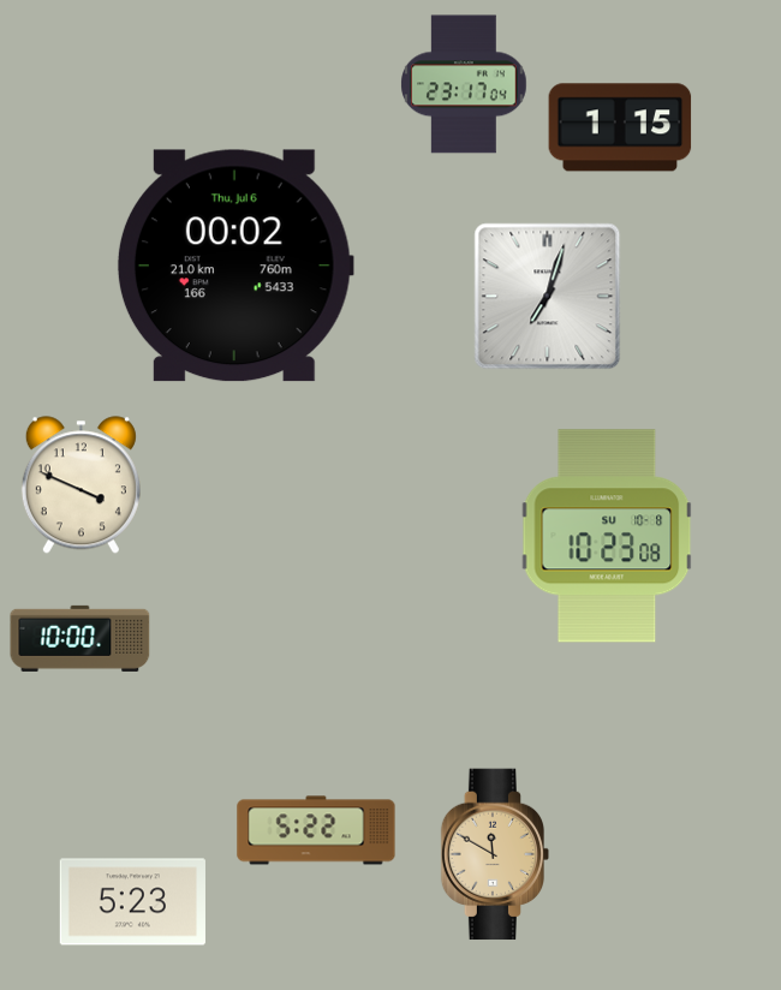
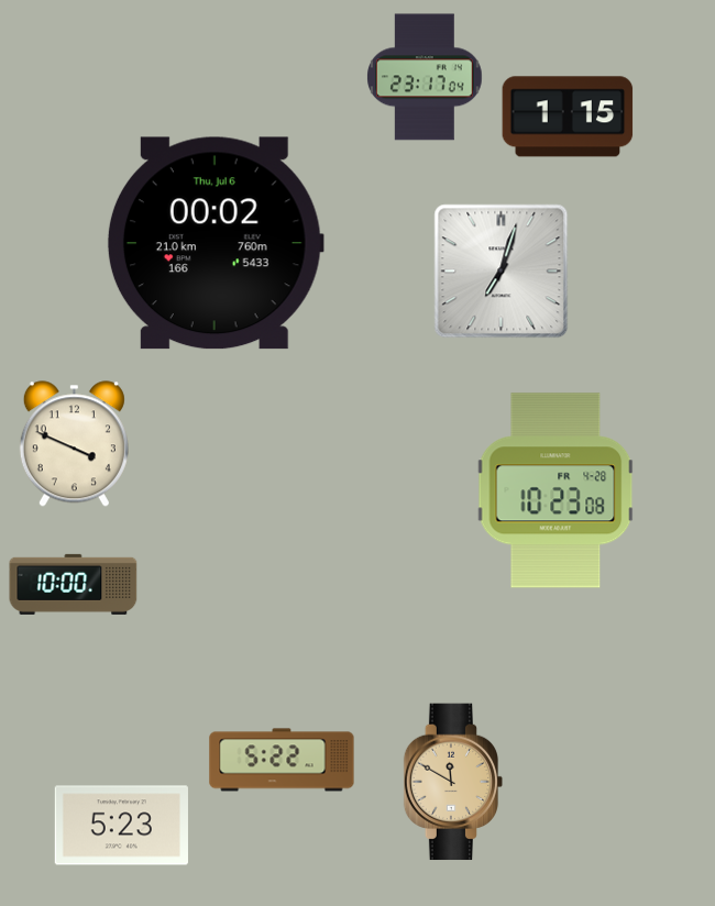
clock at (607, 536) date: SU 10-8 -> FR 4-28
clock at (316, 830) position: (316, 830) -> (282, 760)
